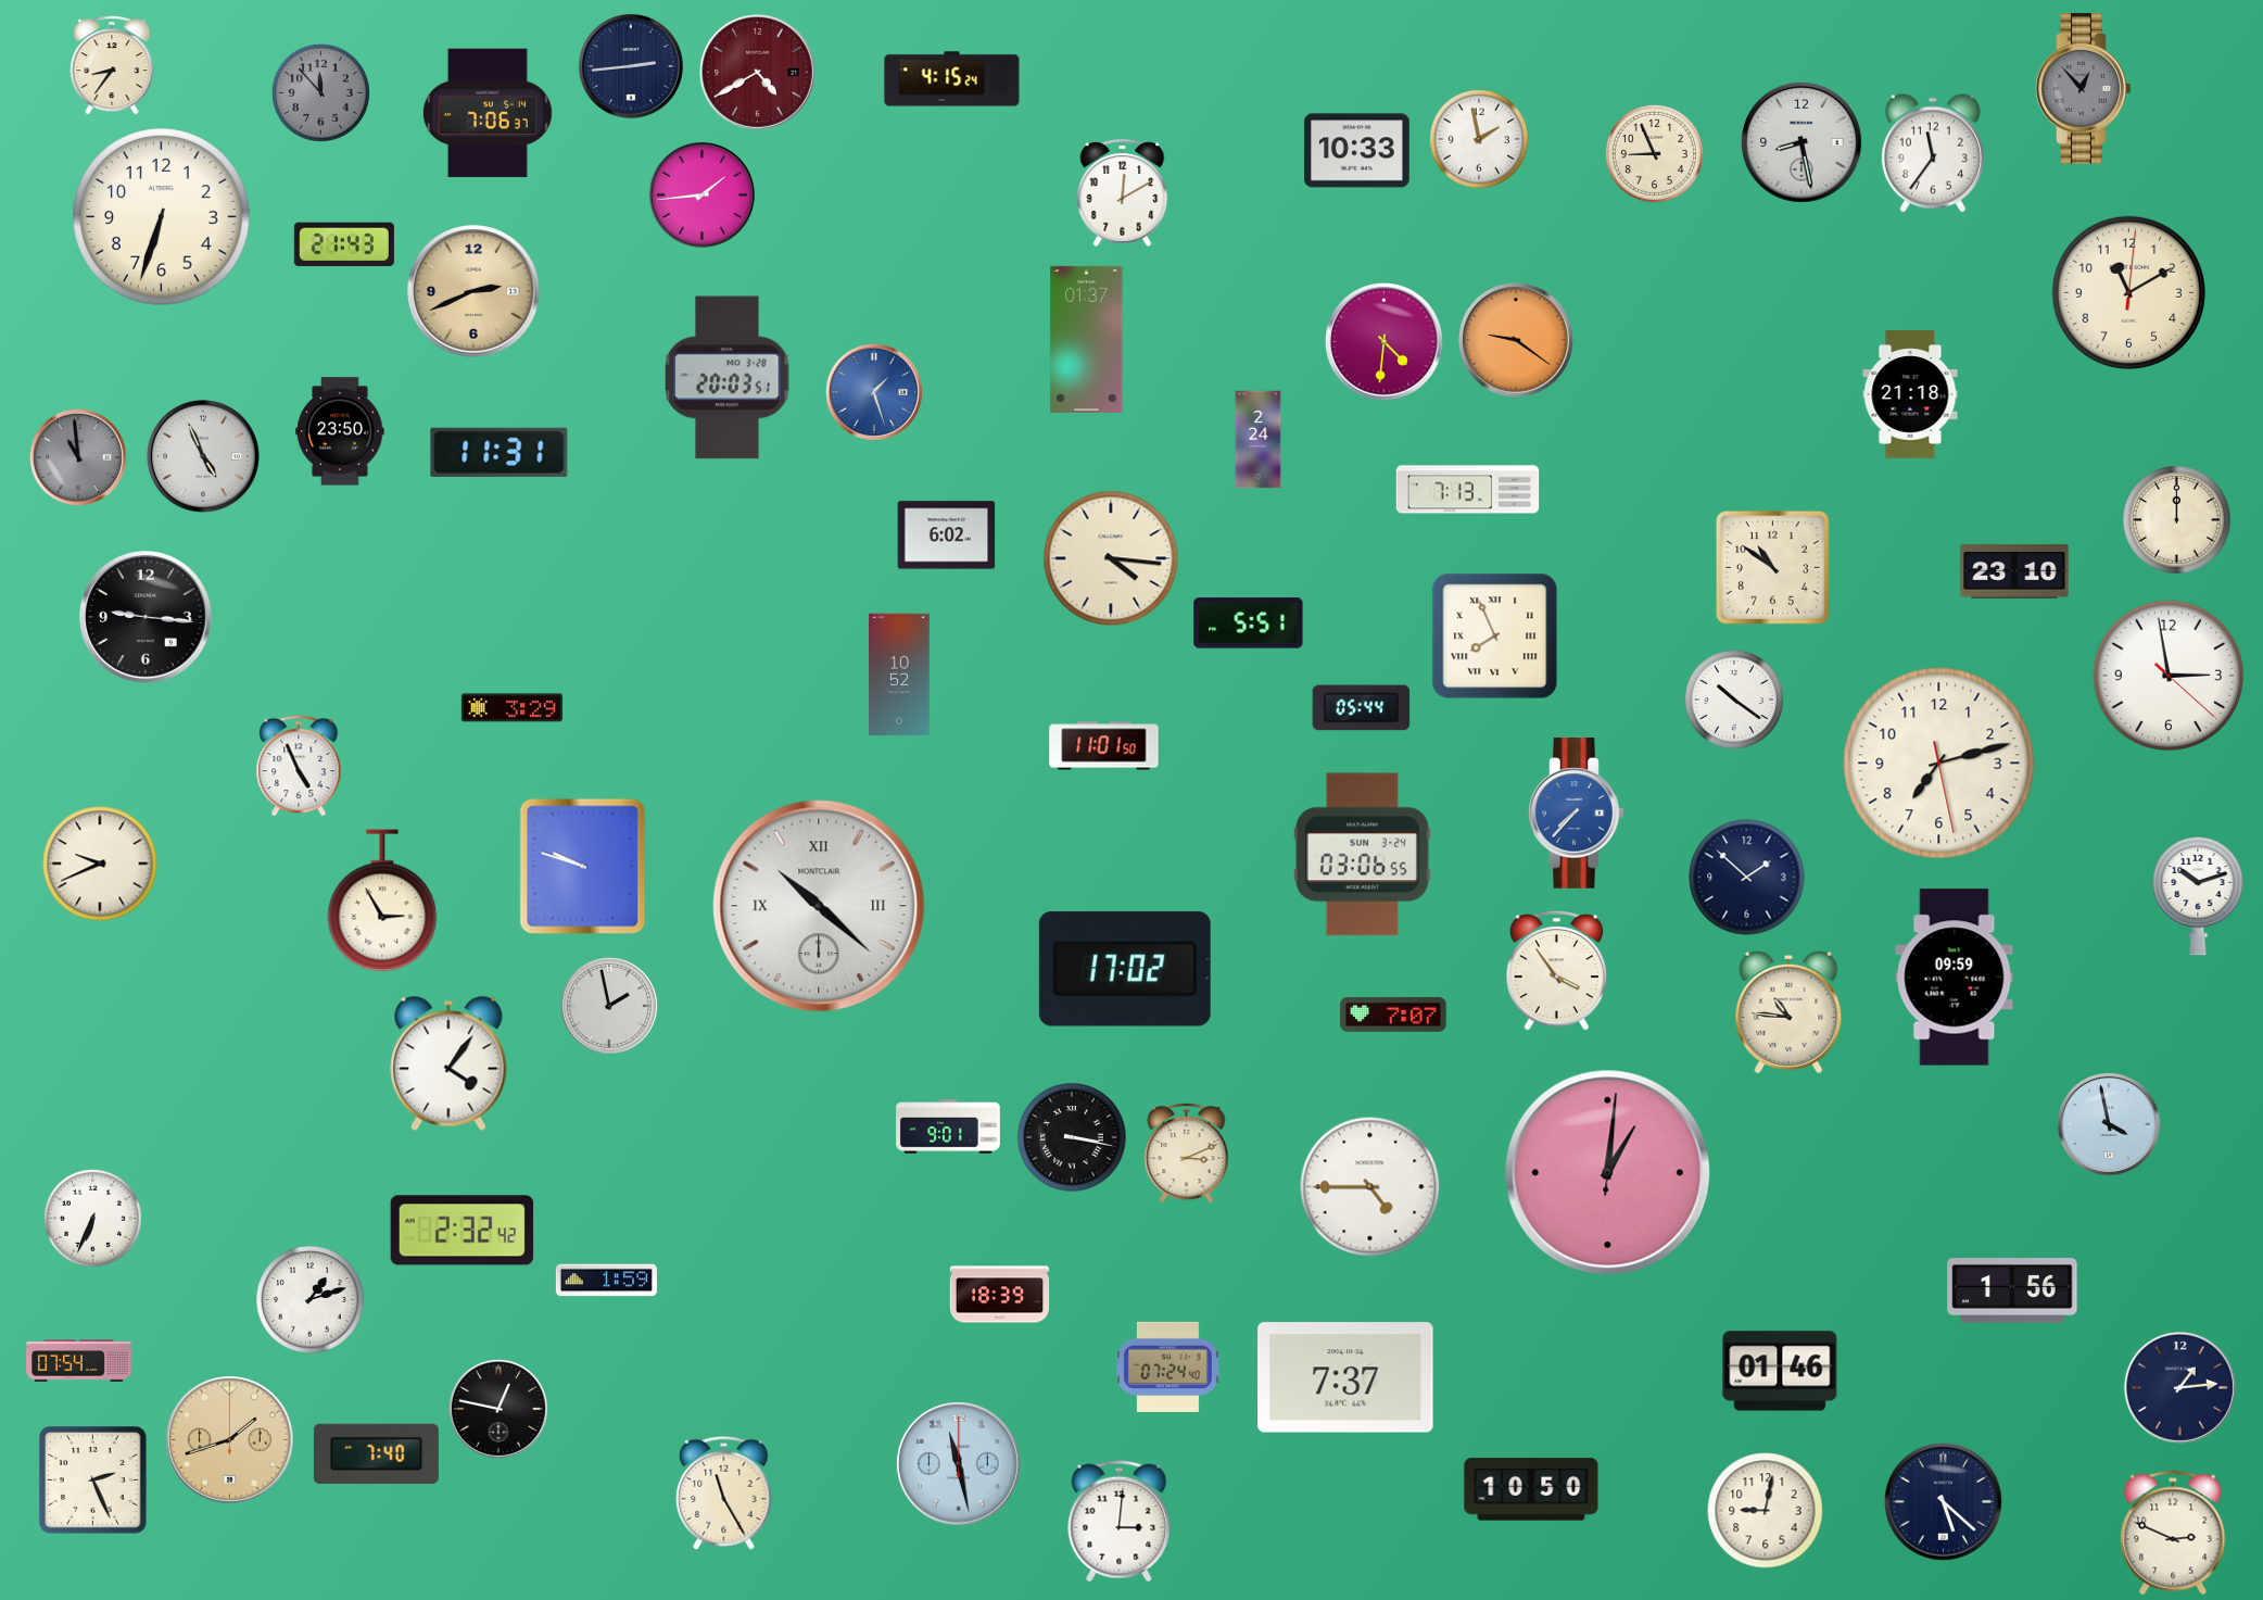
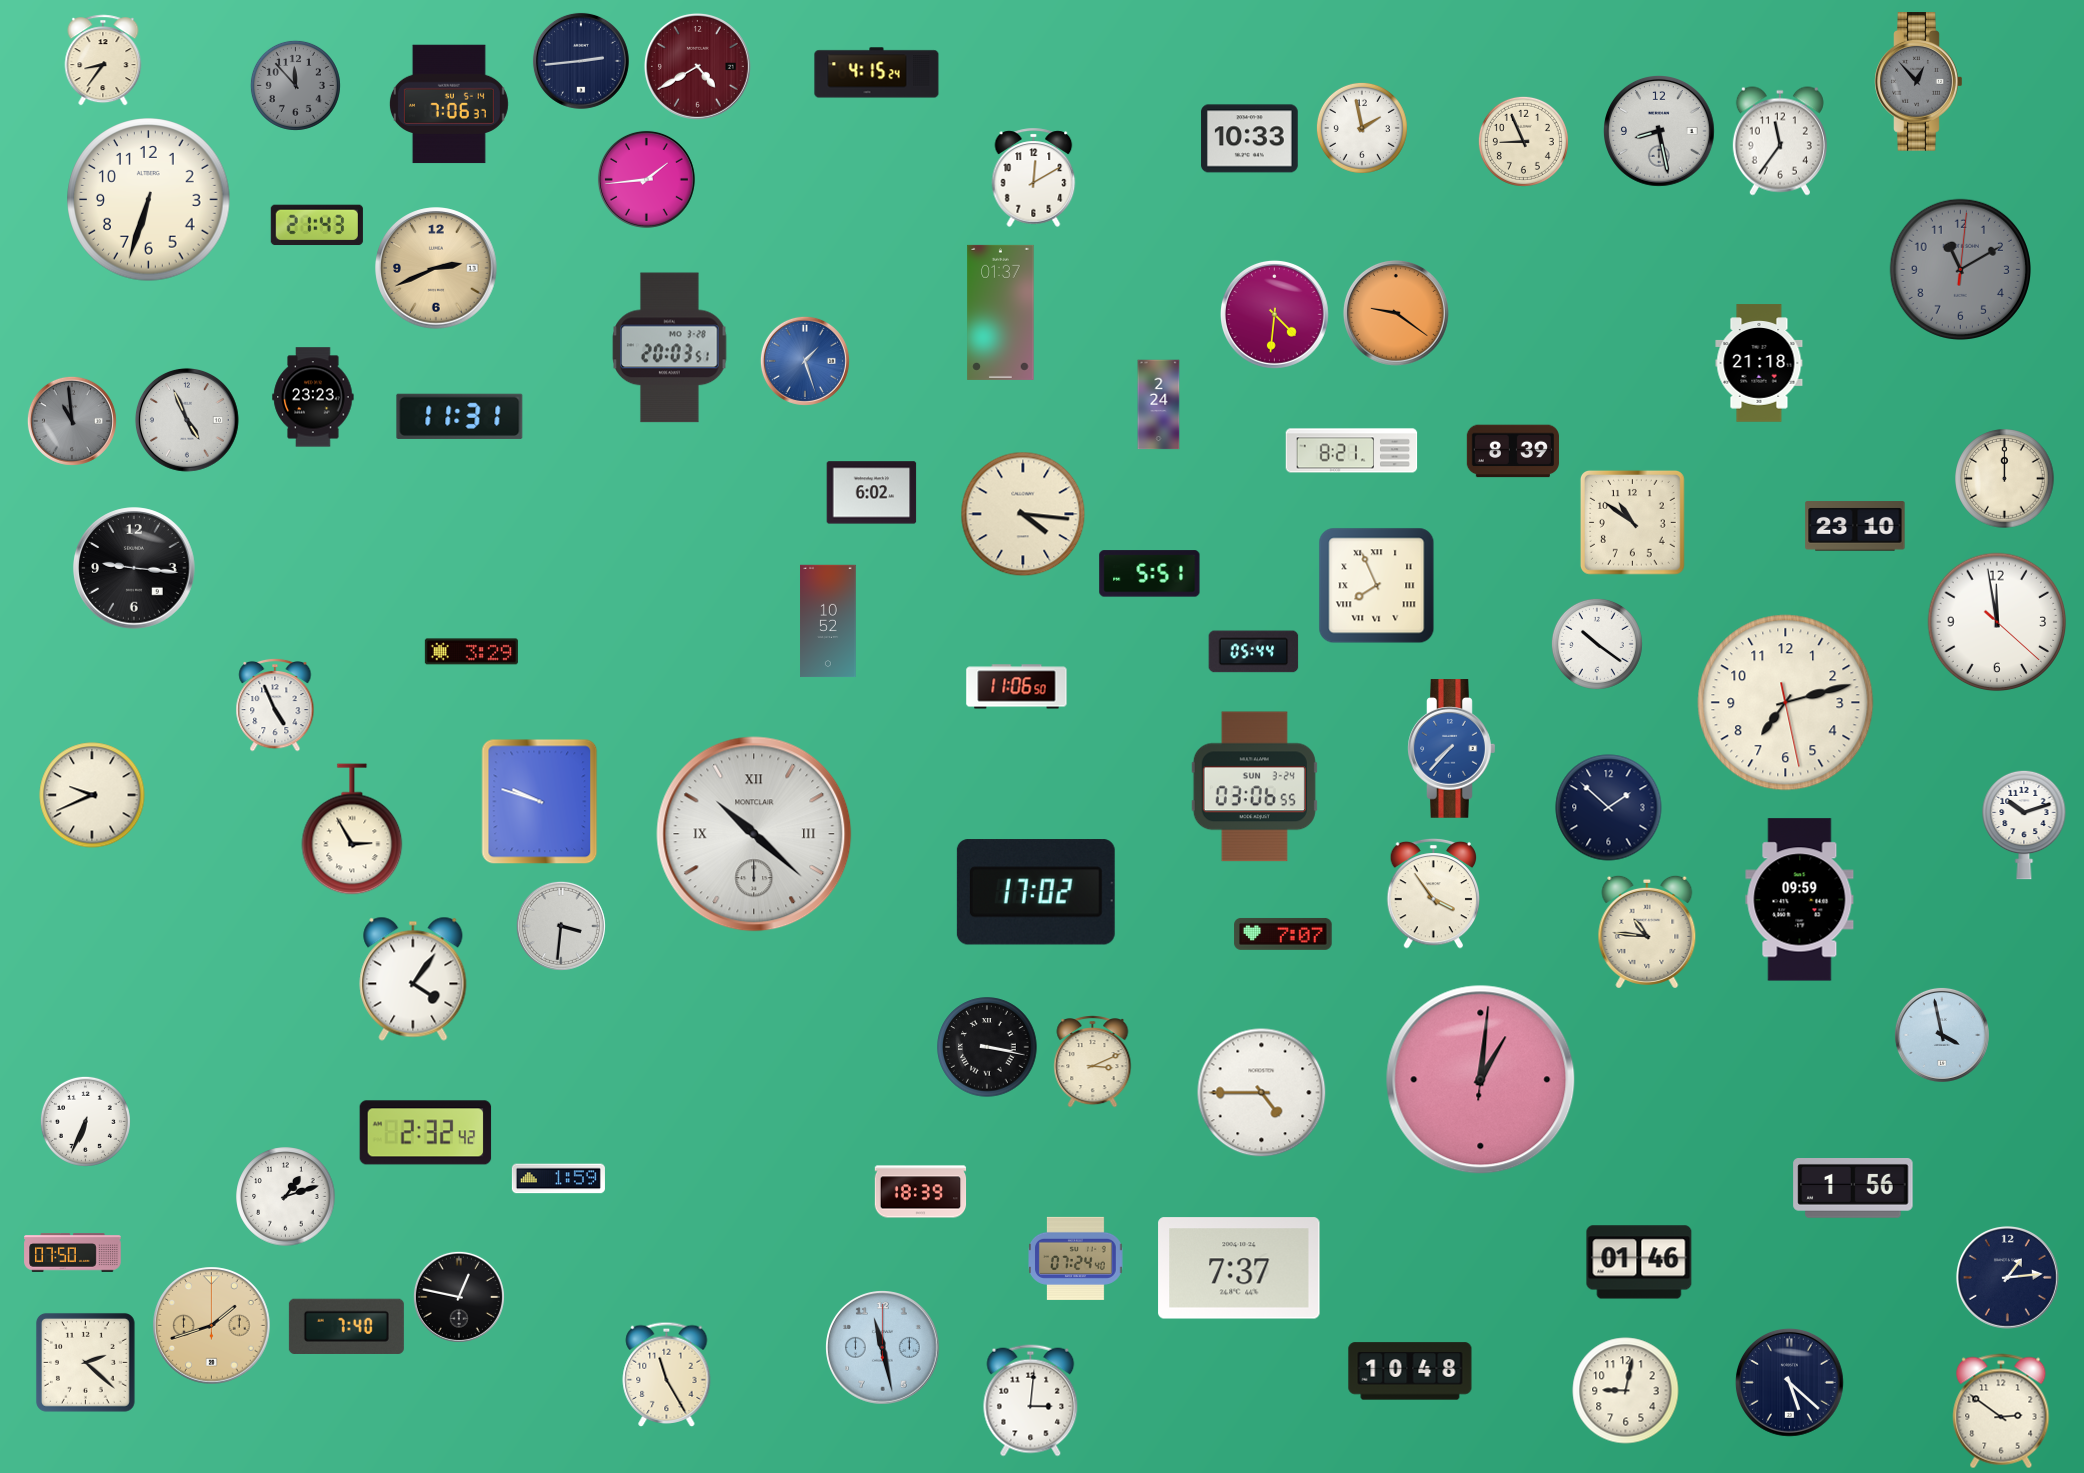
clock at (2128, 292) dial: cream -> grey
clock at (340, 431): 23:50 -> 23:23
clock at (1468, 490): 7:13 -> 8:21
clock at (1513, 451): none -> 8:39
clock at (2169, 676): 2:58 -> 11:58
clock at (1104, 746): 11:01 -> 11:06
clock at (583, 867) position: (583, 867) -> (540, 802)
clock at (609, 1006): 1:58 -> 3:31
clock at (948, 1126): 9:01 -> none
clock at (79, 1361): 07:54 -> 07:50
clock at (376, 1453) position: (376, 1453) -> (346, 1326)
clock at (93, 1481): 2:26 -> 2:22
clock at (1531, 1489): 10:50 -> 10:48
clock at (2173, 1533): 2:49 -> 2:51
